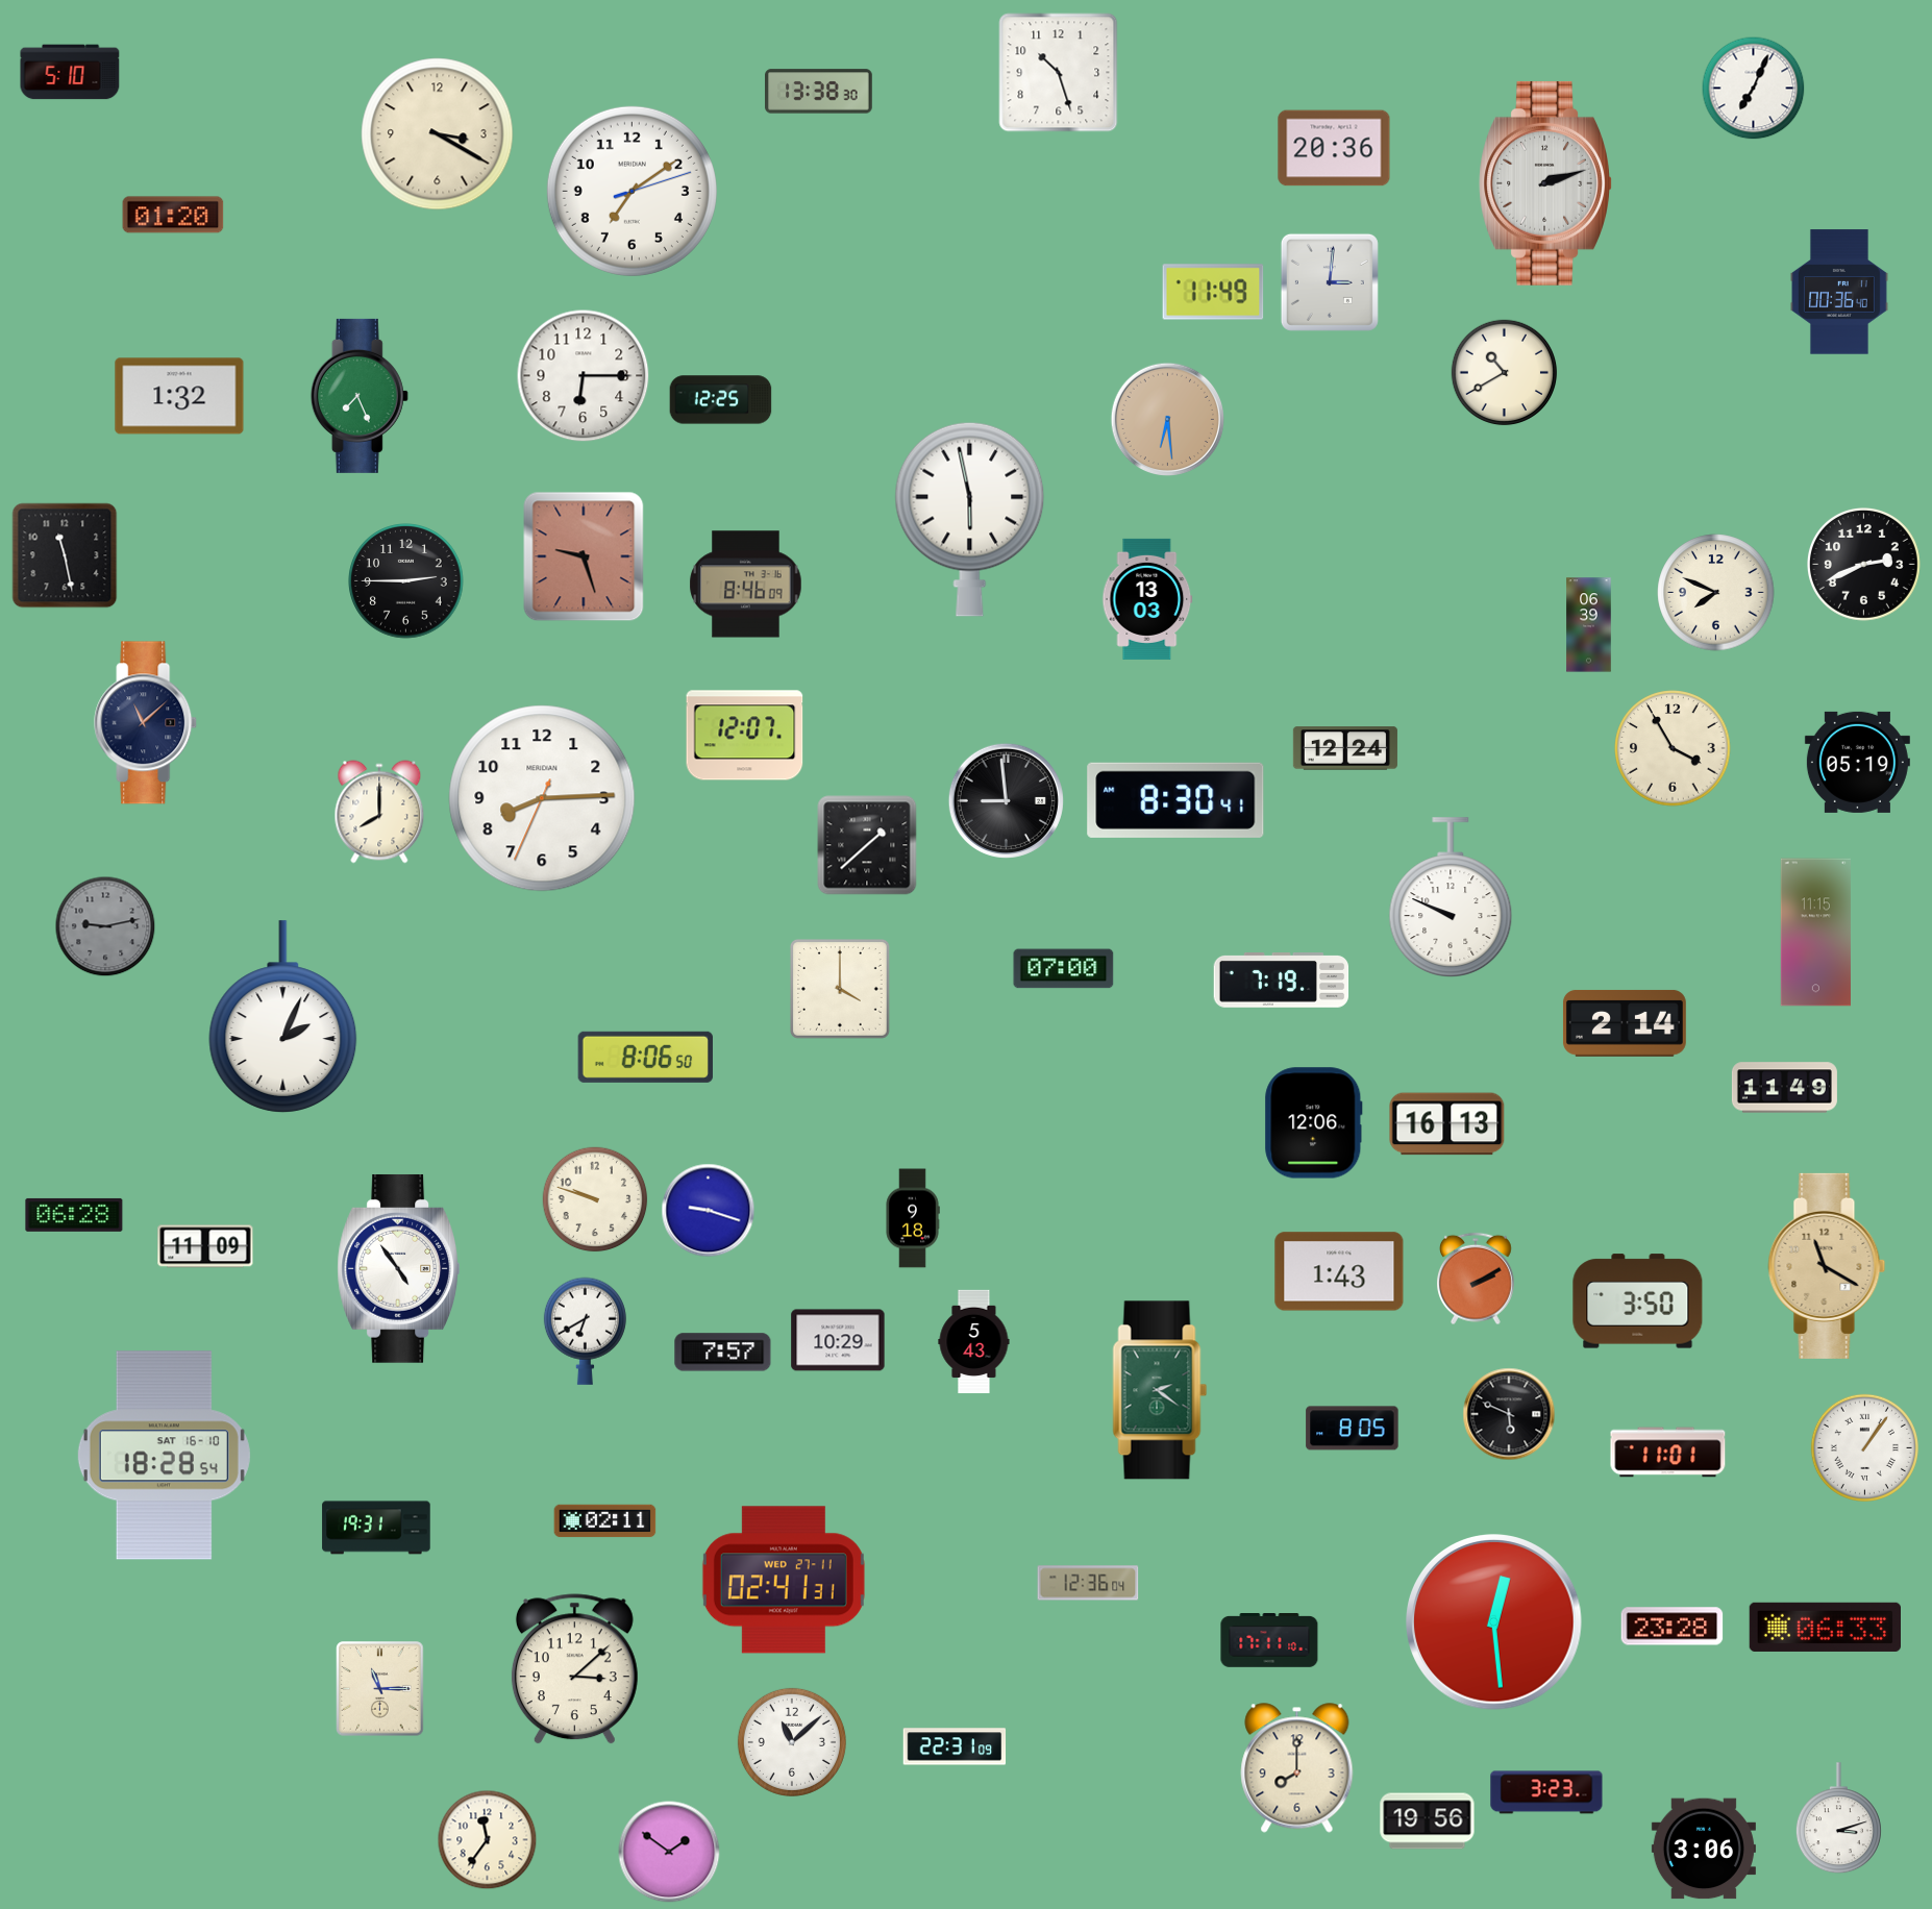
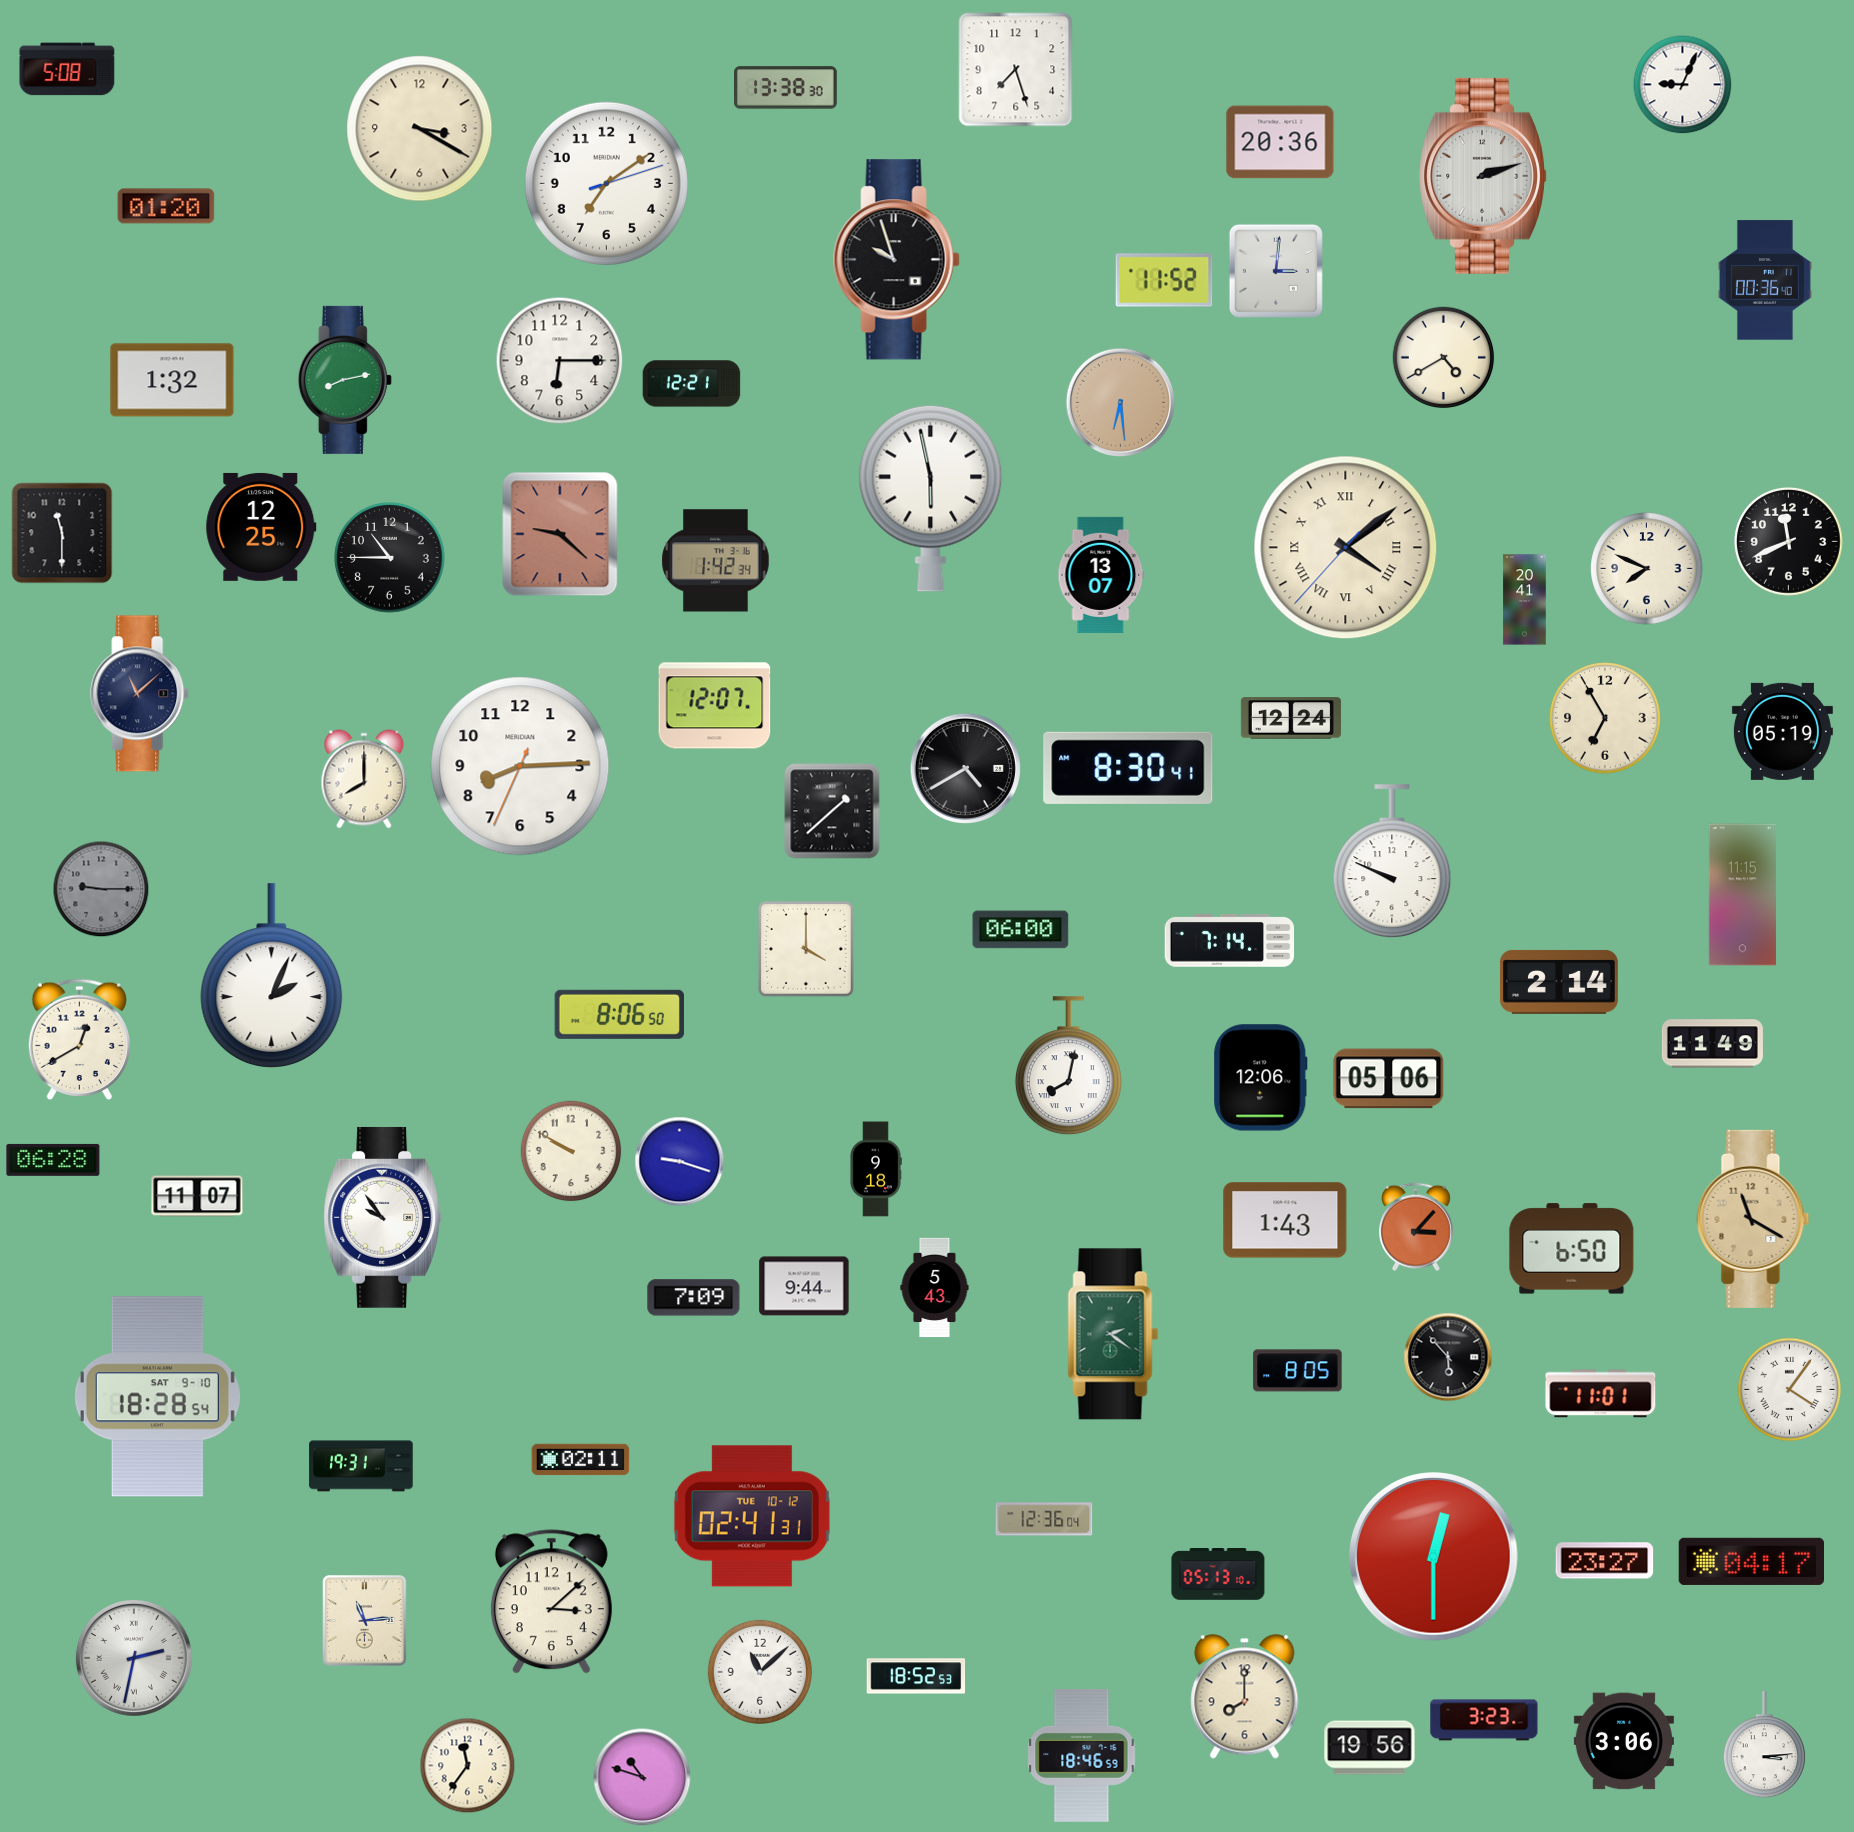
clock at (70, 72): 5:10 -> 5:08
clock at (1059, 73): 10:27 -> 7:27
clock at (1754, 89): 7:04 -> 9:04
clock at (896, 260): none -> 9:57
clock at (1213, 292): 11:49 -> 11:52
clock at (1505, 373): 10:40 -> 4:40
clock at (360, 396): 7:26 -> 8:13
clock at (721, 400): 12:25 -> 12:21
clock at (261, 527): none -> 12:25
clock at (65, 555): 11:28 -> 11:30
clock at (584, 556): 9:27 -> 9:22
clock at (1864, 565): 2:41 -> 11:41
clock at (1346, 548): none -> 4:08
clock at (406, 581): 2:45 -> 10:45
clock at (746, 585): 8:46 -> 1:42
clock at (1147, 599): 13:03 -> 13:07
clock at (1589, 625): 06:39 -> 20:41
clock at (1673, 748): 3:55 -> 6:55
clock at (1006, 800): 8:59 -> 4:40
clock at (105, 926): 9:13 -> 9:15
clock at (1064, 969): 07:00 -> 06:00
clock at (1282, 981): 7:19 -> 7:14
clock at (79, 1040): none -> 12:40
clock at (1068, 1066): none -> 8:02
clock at (1447, 1124): 16:13 -> 05:06
clock at (595, 1199): 9:48 -> 9:50
clock at (74, 1215) position: (74, 1215) -> (53, 1160)
clock at (205, 1246): 11:09 -> 11:07
clock at (1827, 1266) position: (1827, 1266) -> (1753, 1219)
clock at (399, 1268): 4:54 -> 9:54
clock at (1477, 1279): 2:10 -> 3:07
clock at (1638, 1301): 3:50 -> 6:50
clock at (585, 1331): 6:40 -> none
clock at (838, 1340): 10:29 -> 9:44
clock at (723, 1353): 7:57 -> 7:09
clock at (1509, 1414): 5:49 -> 5:53
clock at (1864, 1447): 1:06 -> 4:06
clock at (164, 1456) date: SAT 16-10 -> SAT 9-10
clock at (784, 1580) date: WED 27-11 -> TUE 10-12
clock at (1494, 1622): 12:29 -> 12:30
clock at (1673, 1627): 23:28 -> 23:27
clock at (1825, 1627): 06:33 -> 04:17
clock at (1269, 1641): 17:11 -> 05:13
clock at (380, 1689): 11:15 -> 11:14
clock at (134, 1658): none -> 2:32
clock at (955, 1746): 22:31 -> 18:52
clock at (1838, 1818): 3:12 -> 3:14
clock at (1082, 1755): none -> 18:46
clock at (1704, 1849) position: (1704, 1849) -> (1624, 1741)
clock at (669, 1852): 1:51 -> 10:48
